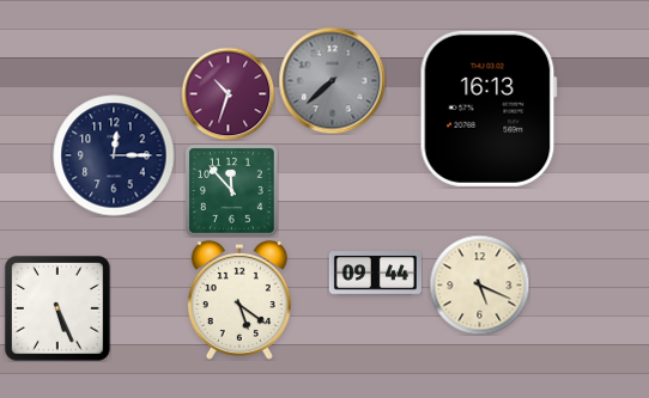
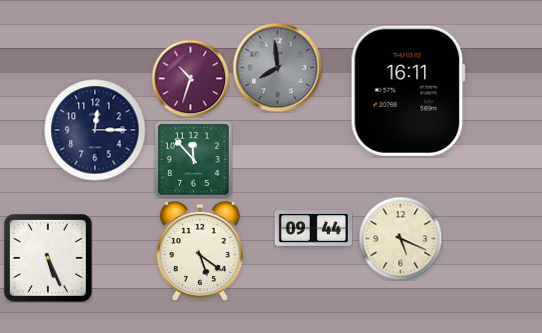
clock at (332, 80): 7:38 -> 7:59
clock at (489, 109): 16:13 -> 16:11
